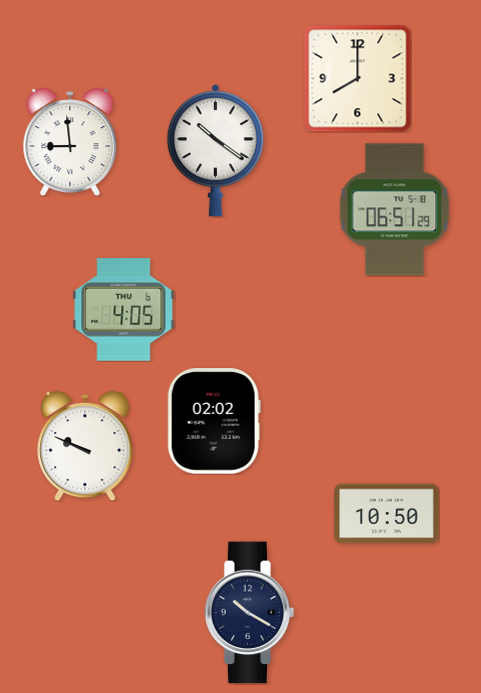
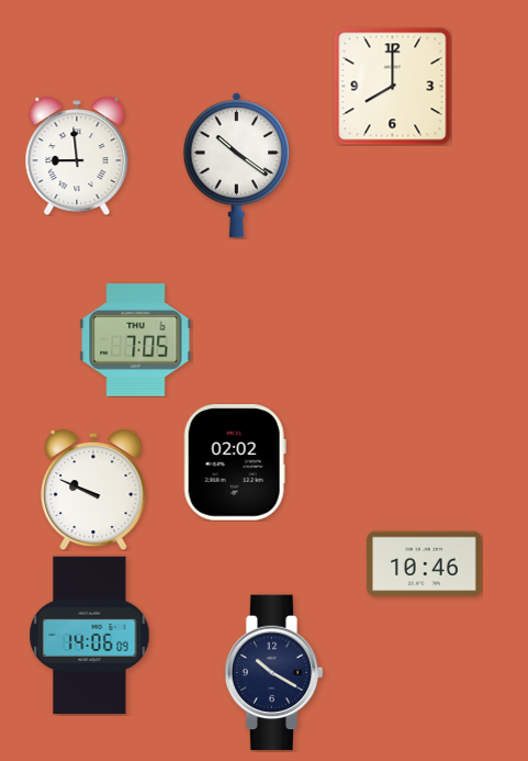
clock at (395, 210): 06:51 -> none
clock at (124, 310): 4:05 -> 7:05
clock at (387, 514): 10:50 -> 10:46
clock at (90, 636): none -> 14:06
